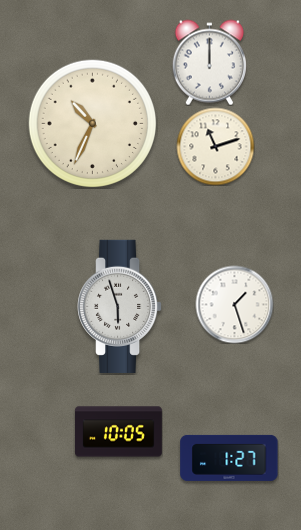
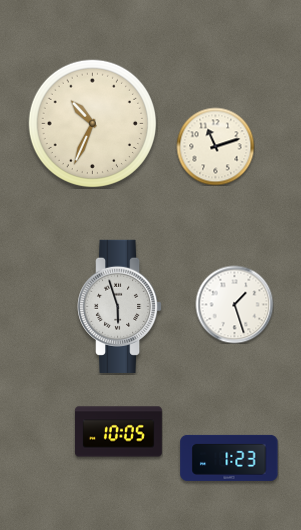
clock at (209, 62): 12:00 -> none
clock at (229, 458): 1:27 -> 1:23
